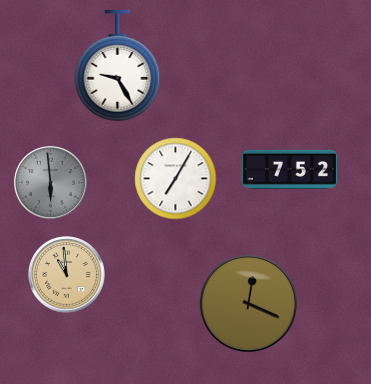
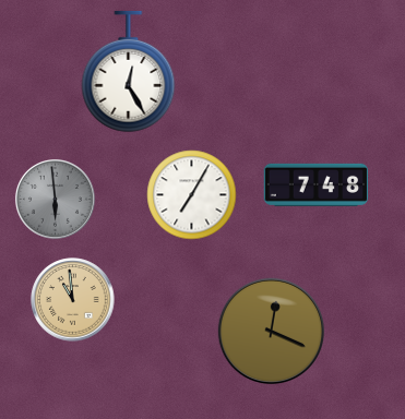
clock at (118, 66): 9:25 -> 12:25
clock at (290, 169): 7:52 -> 7:48
